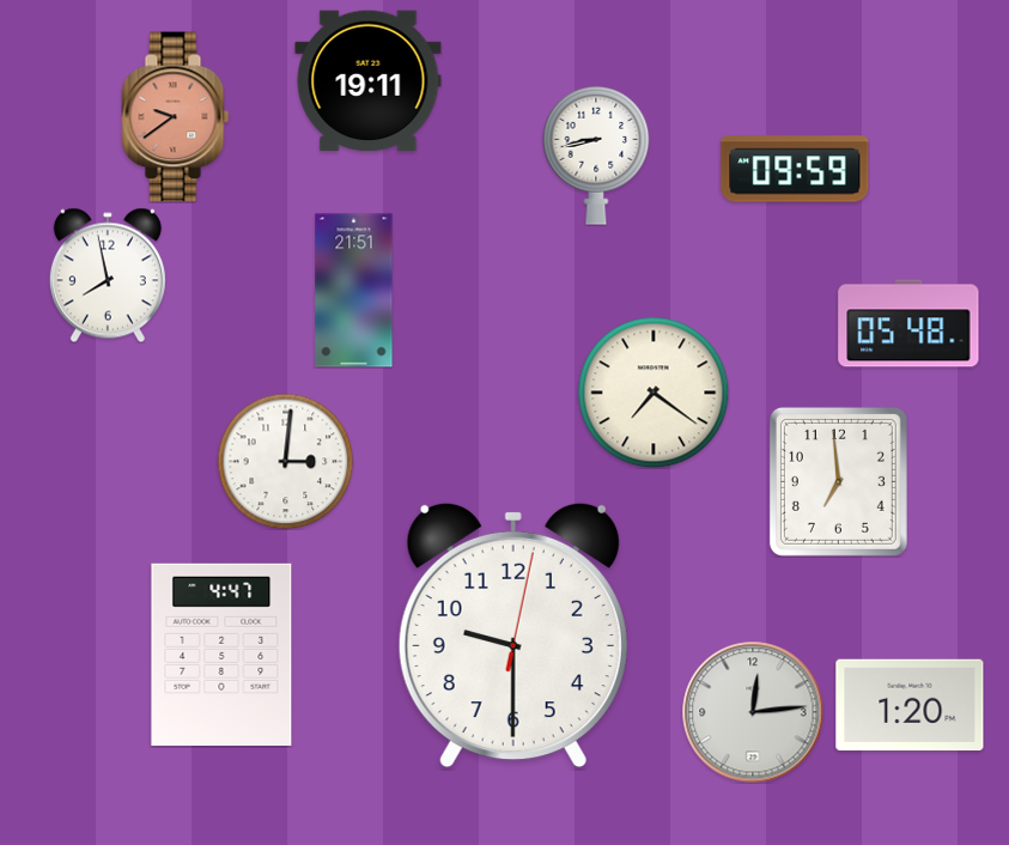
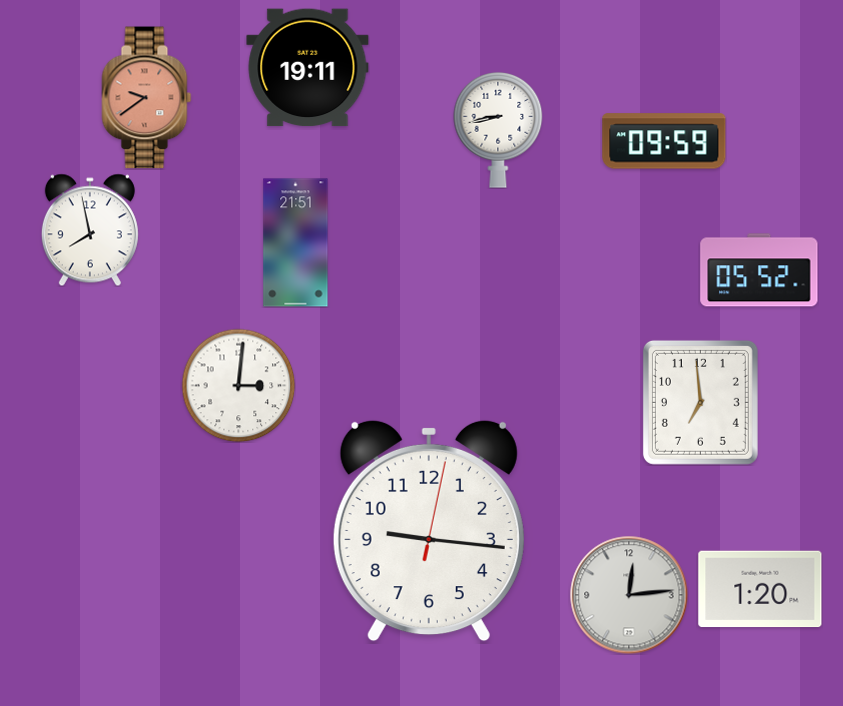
clock at (908, 323): 05:48 -> 05:52
clock at (654, 393): 7:21 -> none
clock at (513, 636): 9:30 -> 9:16
clock at (221, 653): 4:47 -> none
